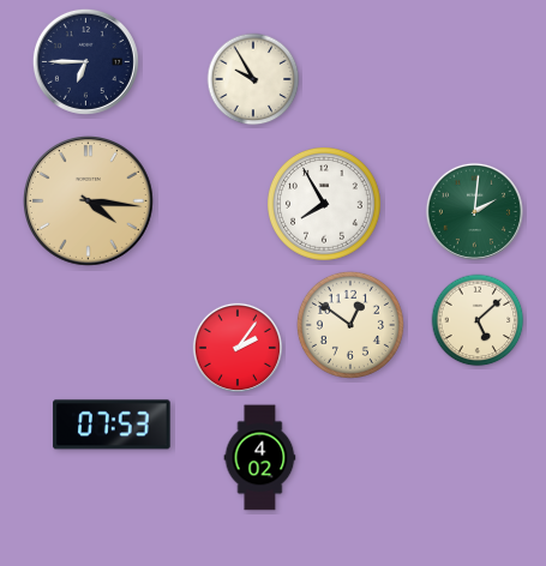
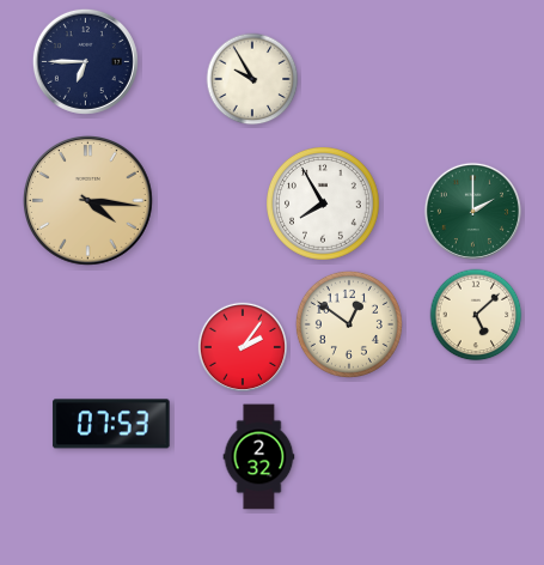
clock at (474, 211): 2:01 -> 2:00
clock at (478, 320) position: (478, 320) -> (476, 315)
clock at (236, 347) position: (236, 347) -> (242, 346)
clock at (260, 458): 4:02 -> 2:32
